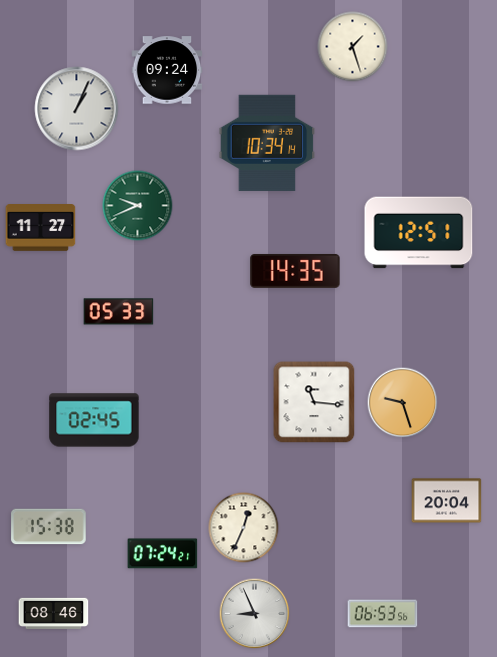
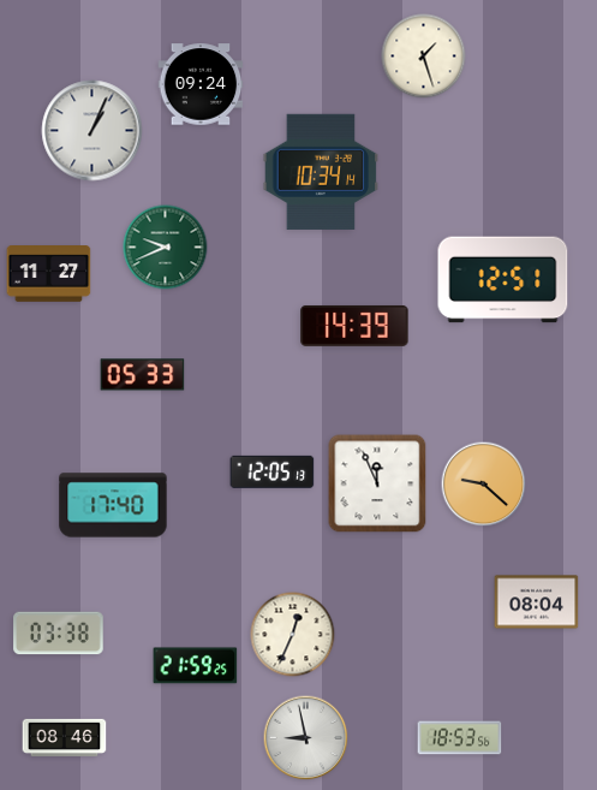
clock at (295, 271): 14:35 -> 14:39
clock at (273, 471): none -> 12:05
clock at (314, 402): 11:16 -> 11:56
clock at (403, 403): 9:27 -> 9:22
clock at (94, 420): 02:45 -> 17:40
clock at (447, 501): 20:04 -> 08:04
clock at (49, 527): 15:38 -> 03:38
clock at (163, 554): 07:24 -> 21:59
clock at (255, 614): 8:56 -> 8:58
clock at (383, 614): 06:53 -> 18:53
